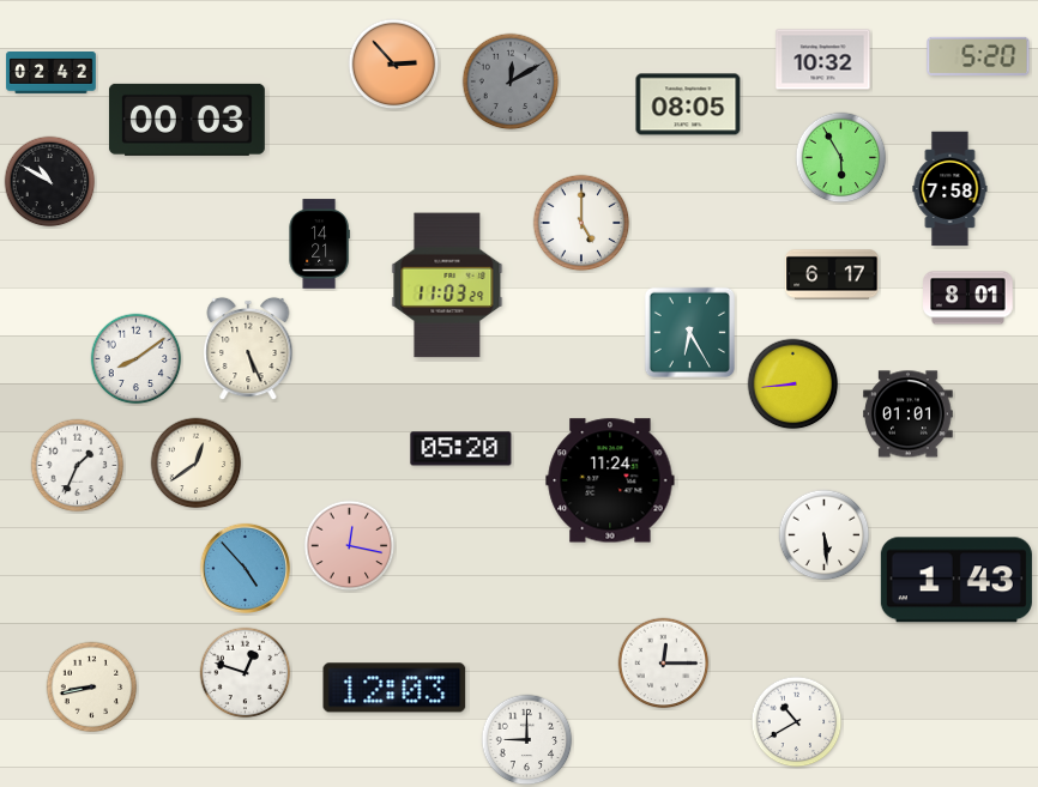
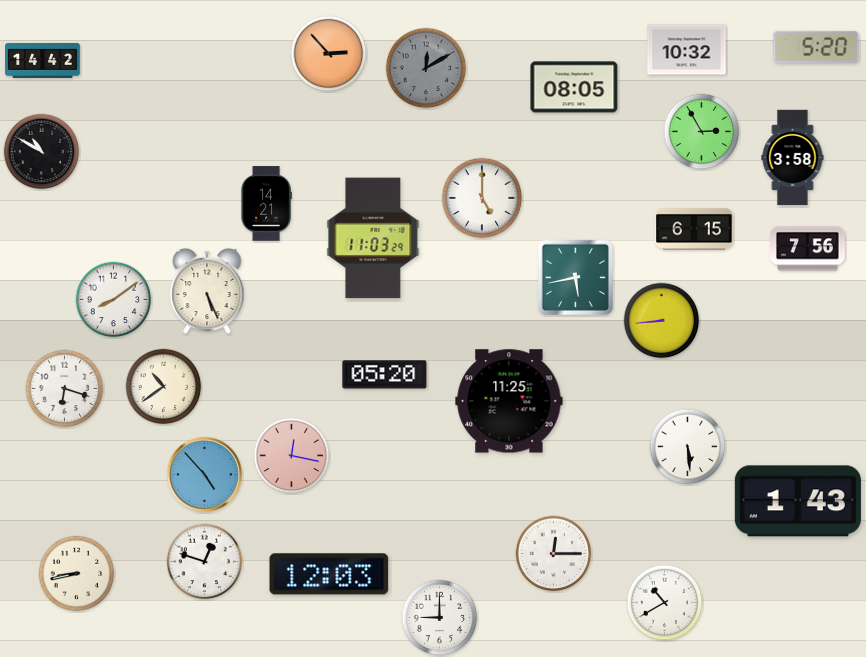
clock at (52, 73): 02:42 -> 14:42
clock at (187, 120): 00:03 -> none
clock at (841, 158): 5:55 -> 2:55
clock at (951, 189): 7:58 -> 3:58
clock at (581, 223) position: (581, 223) -> (482, 198)
clock at (832, 274): 6:17 -> 6:15
clock at (968, 298): 8:01 -> 7:56
clock at (689, 332): 6:25 -> 5:43
clock at (909, 414): 01:01 -> none
clock at (197, 464): 12:39 -> 10:39
clock at (78, 466): 1:34 -> 6:18
clock at (610, 480): 11:24 -> 11:25
clock at (956, 580) position: (956, 580) -> (798, 501)
